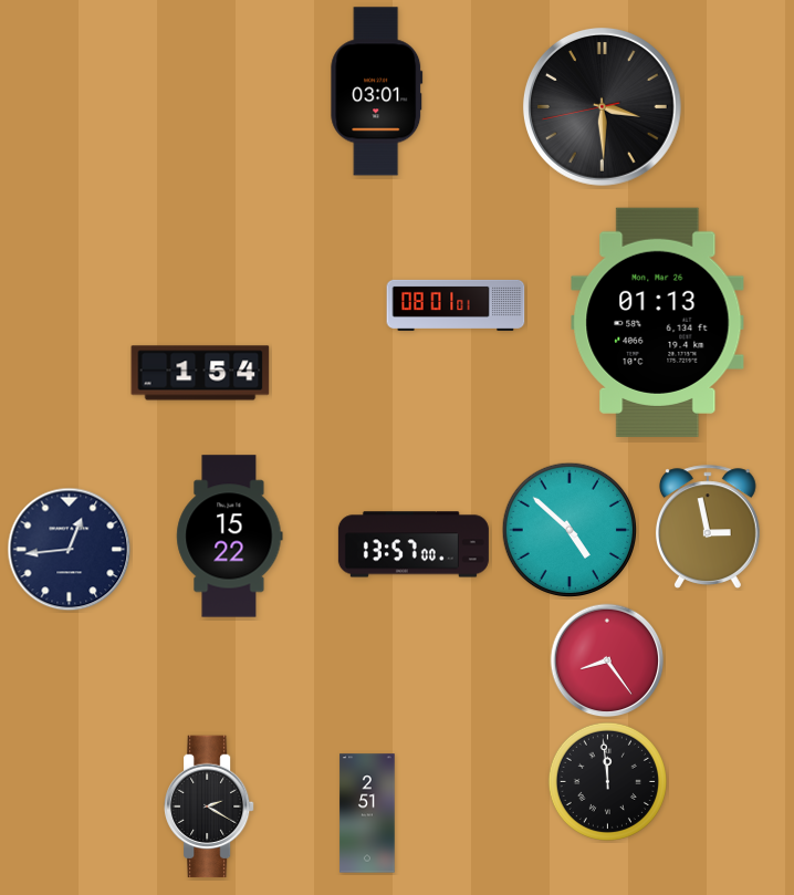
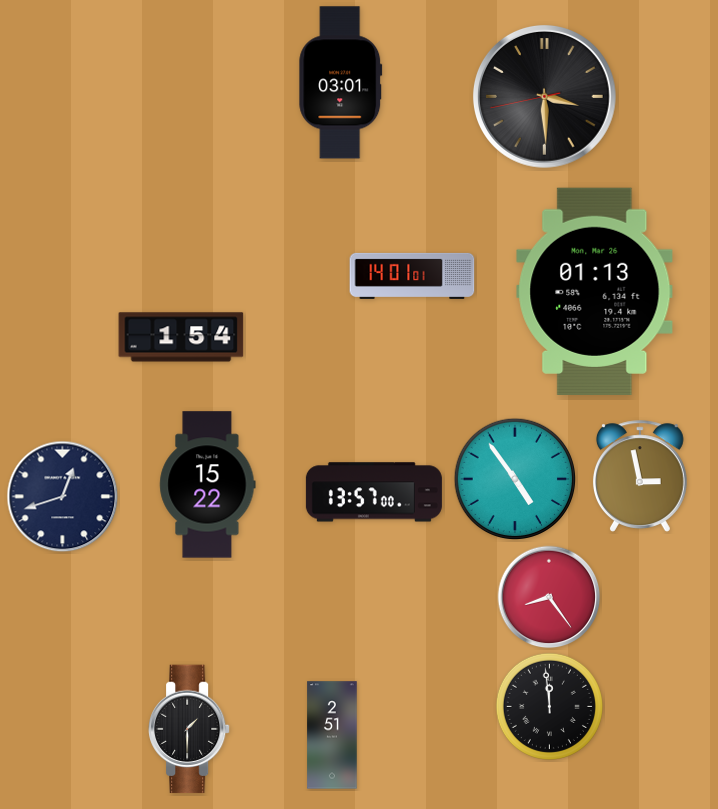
clock at (456, 305): 08:01 -> 14:01
clock at (568, 529): 4:52 -> 4:54
clock at (70, 550): 12:44 -> 12:42
clock at (210, 806): 2:20 -> 1:30
